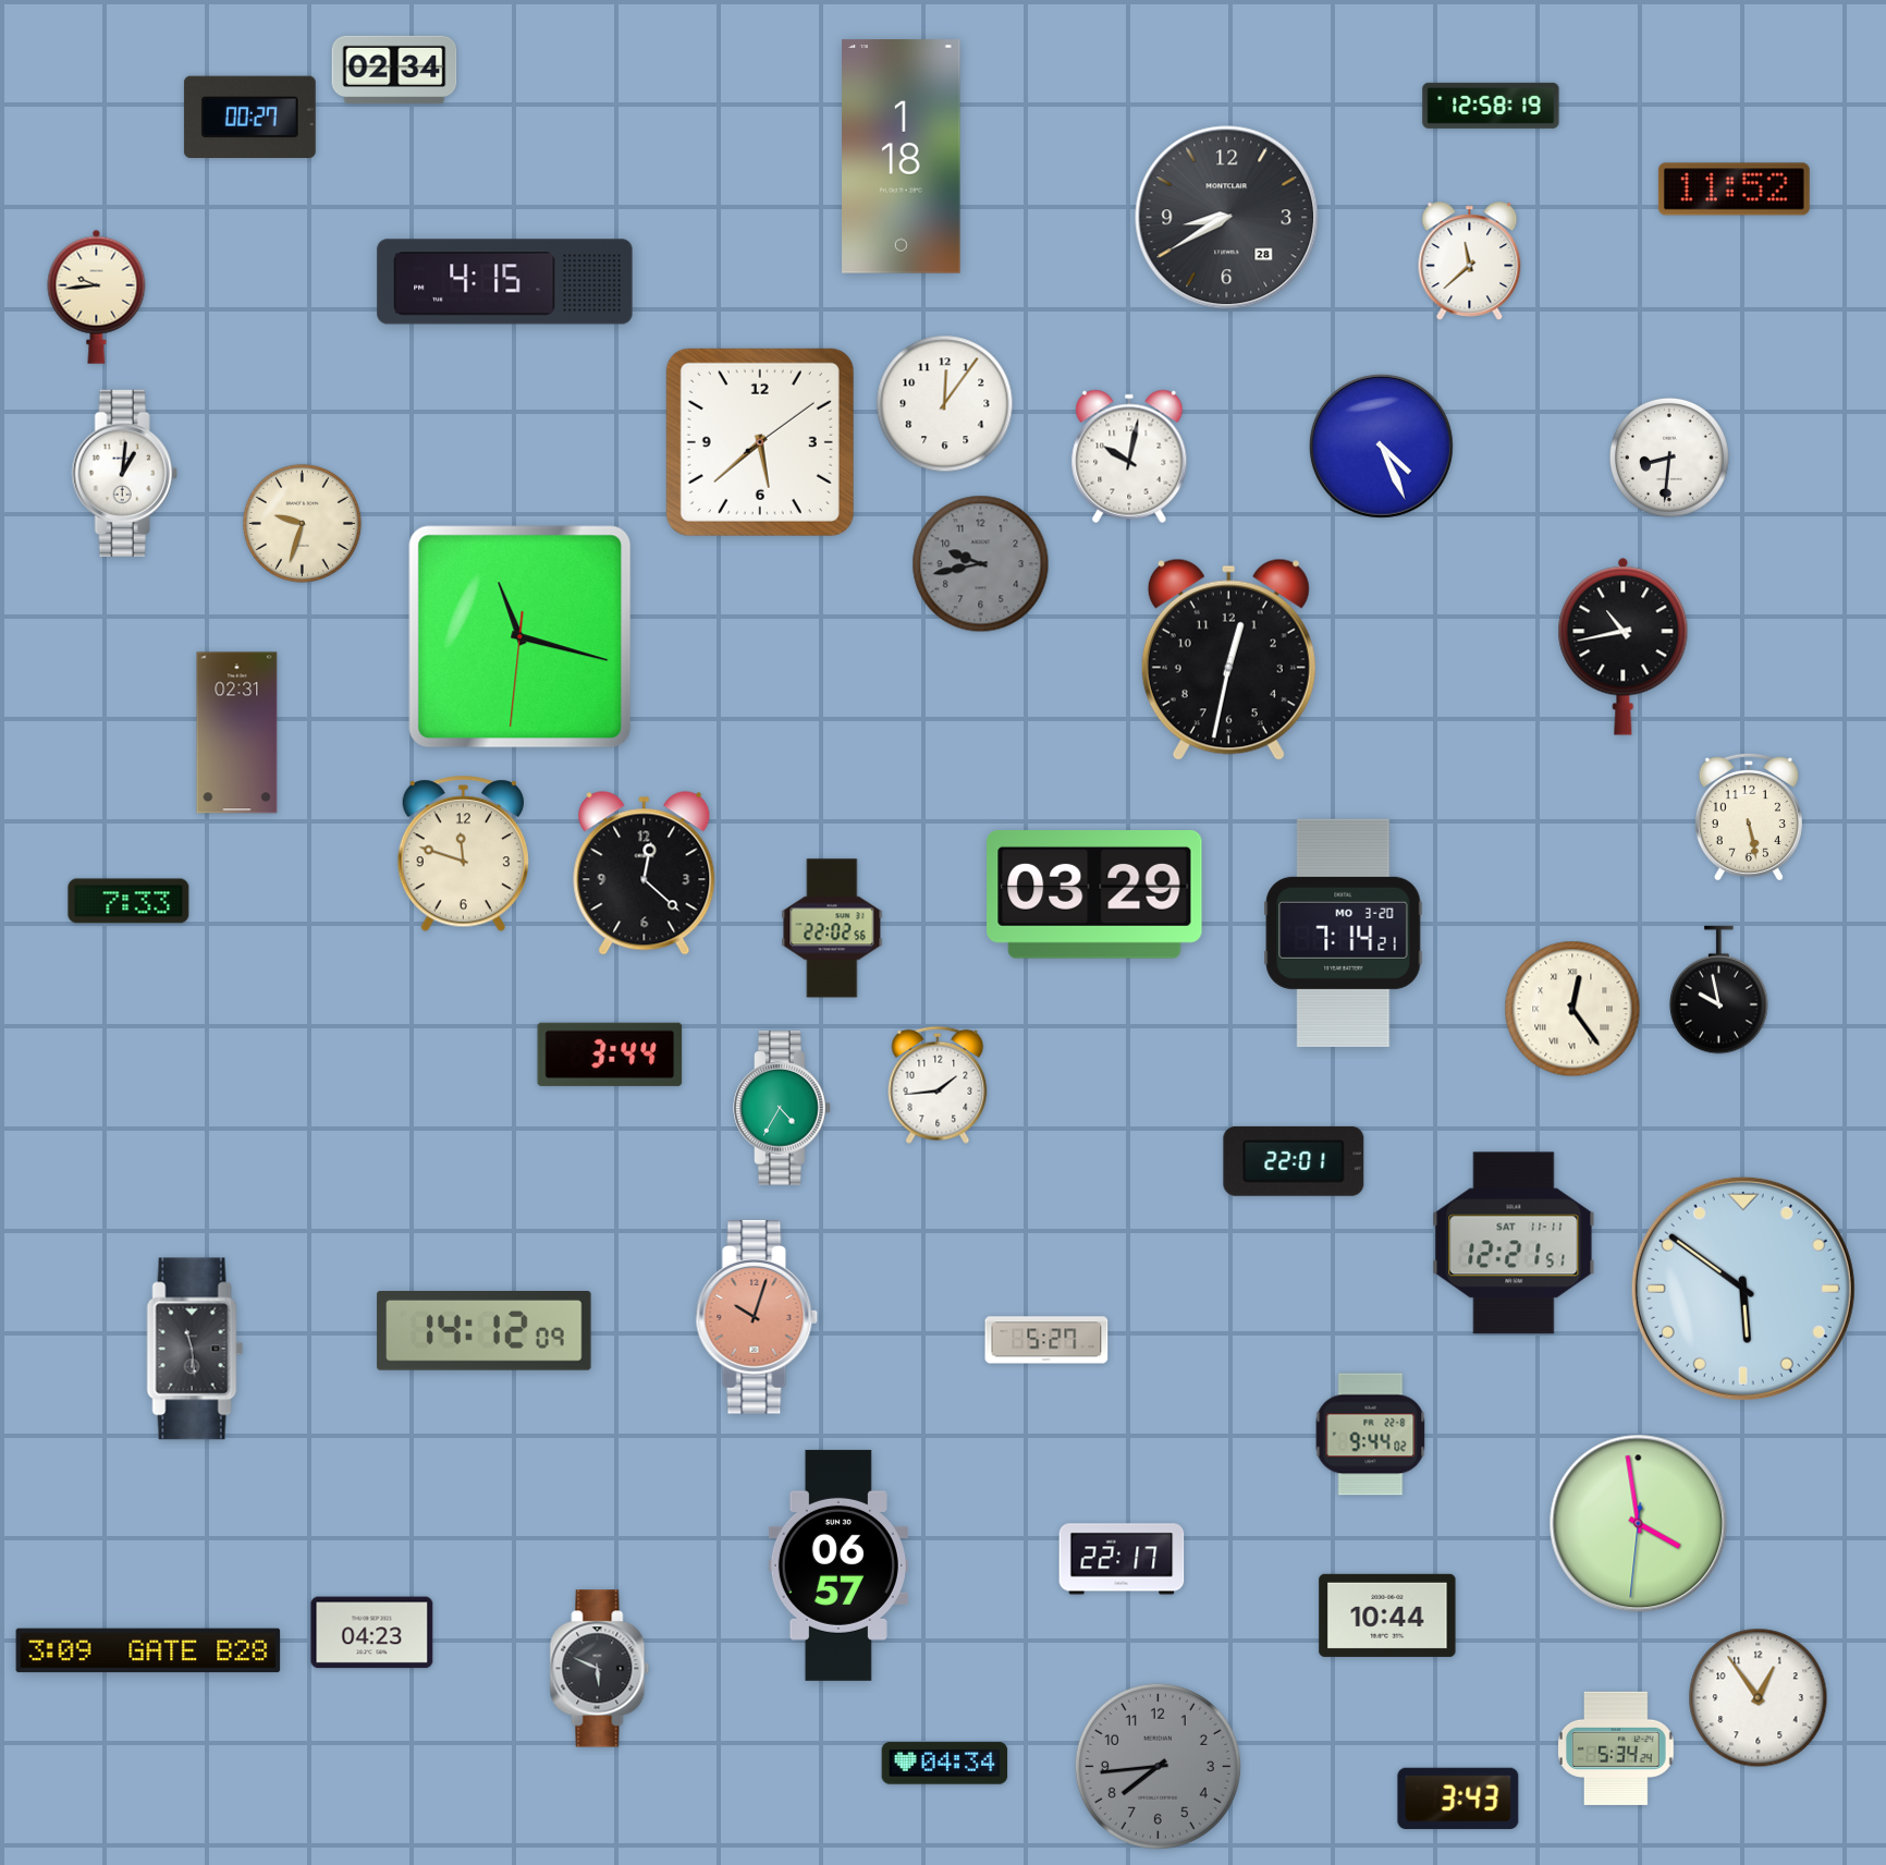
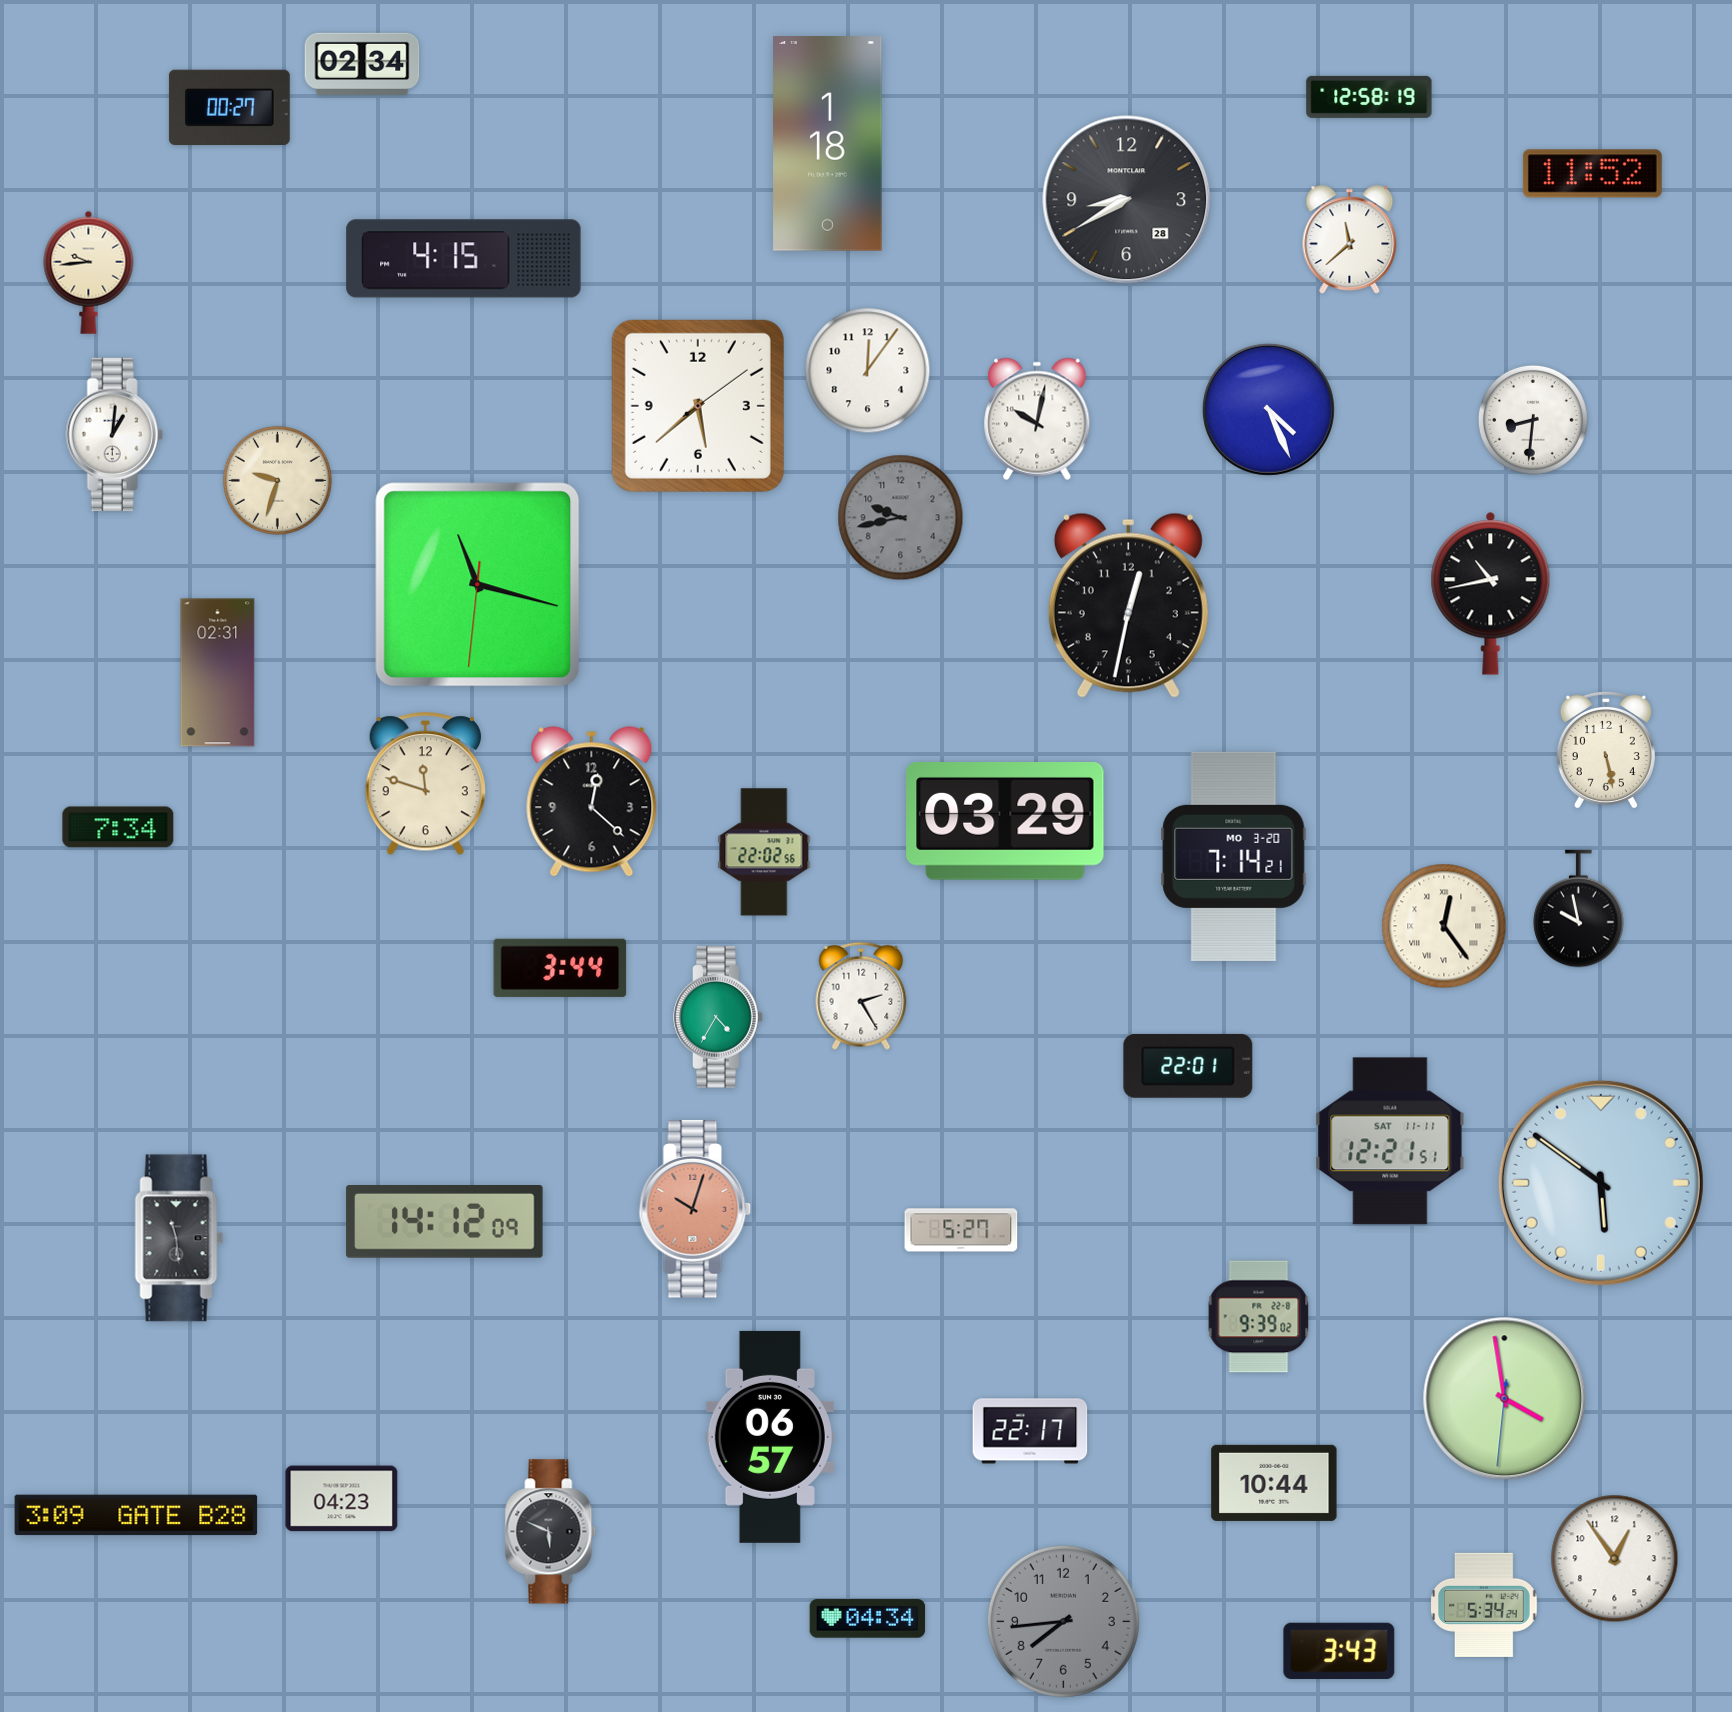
clock at (128, 901): 7:33 -> 7:34
clock at (938, 1085): 1:44 -> 2:25
clock at (1371, 1435): 9:44 -> 9:39
